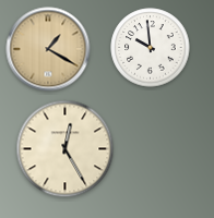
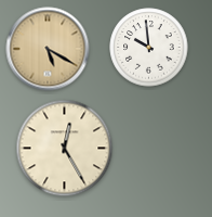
clock at (48, 49): 1:20 -> 5:20
